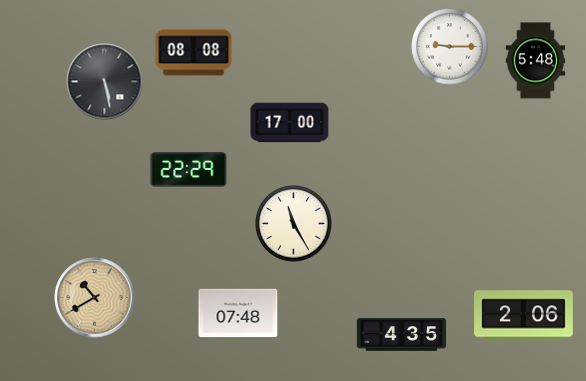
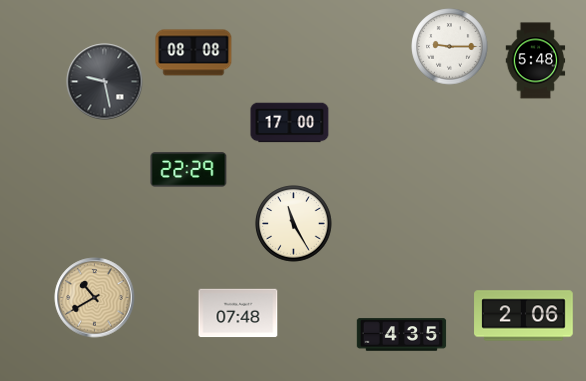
clock at (105, 82): 5:28 -> 9:28
